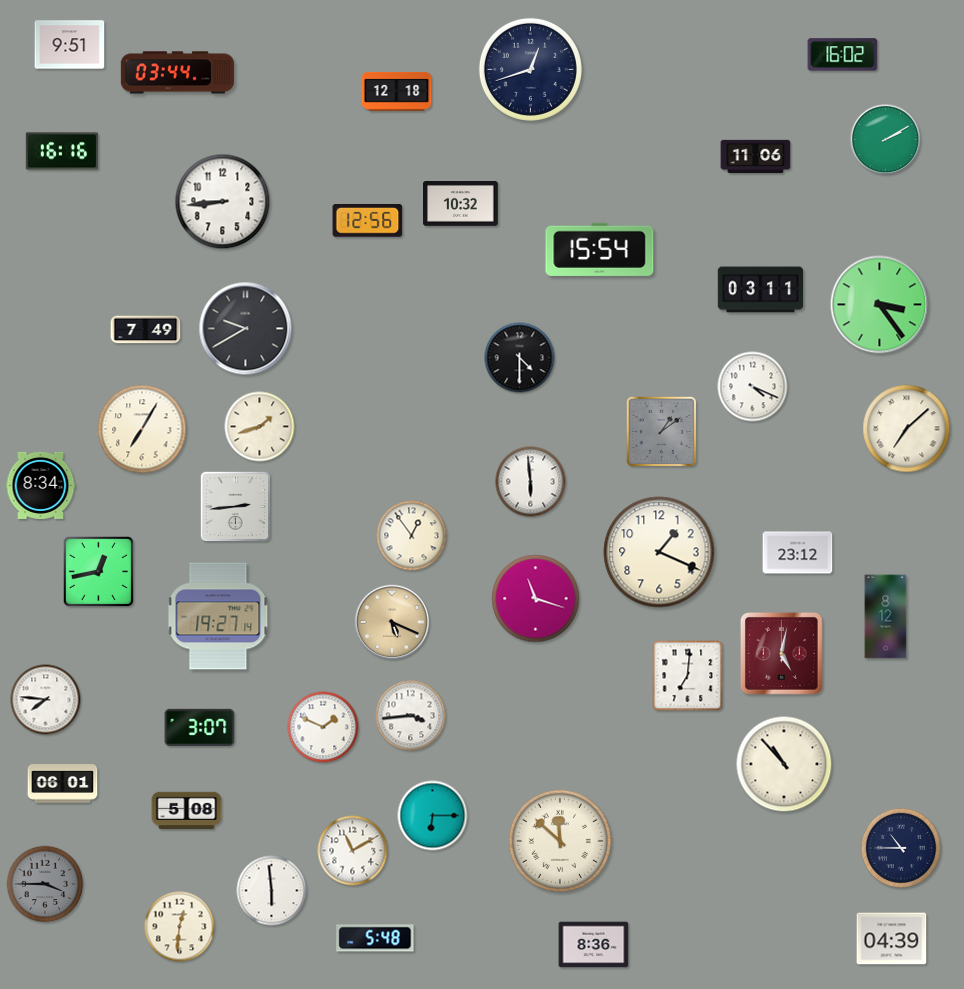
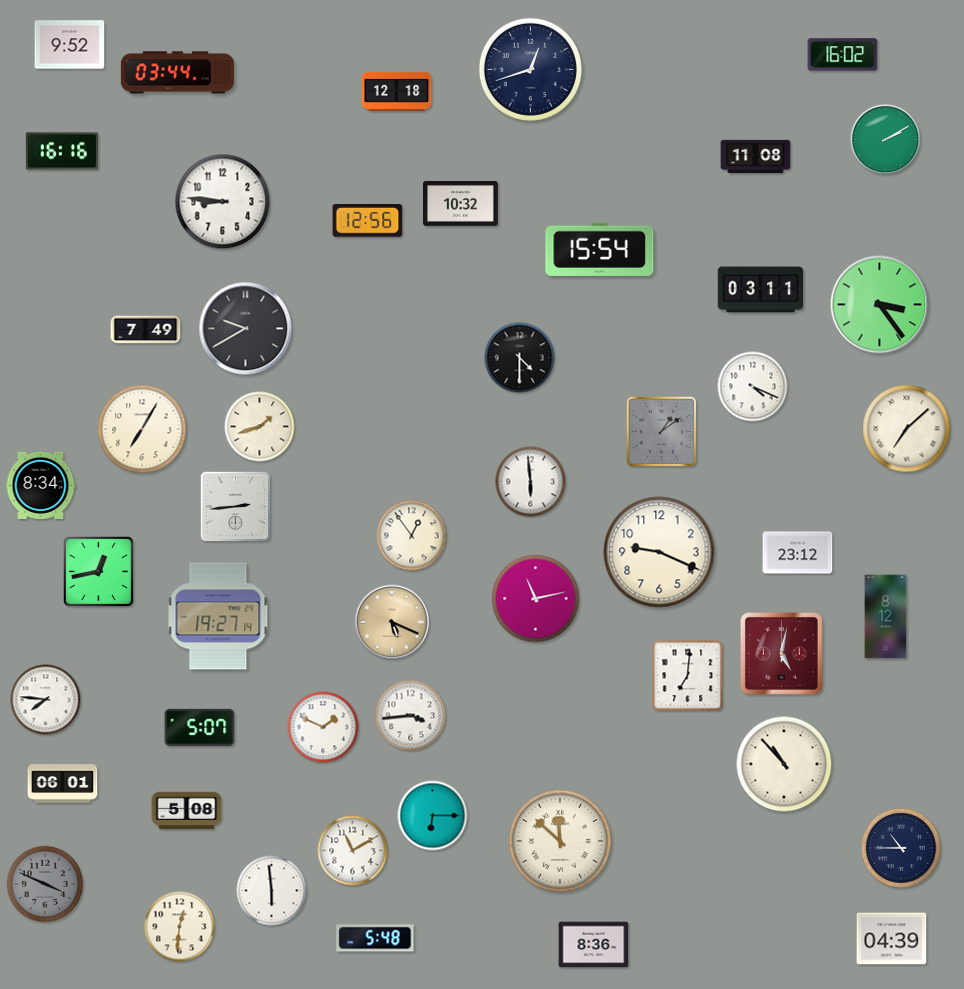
clock at (70, 45): 9:51 -> 9:52
clock at (756, 157): 11:06 -> 11:08
clock at (223, 202): 8:44 -> 8:46
clock at (659, 552): 1:19 -> 9:19
clock at (536, 599): 11:18 -> 11:13
clock at (200, 727): 3:07 -> 5:07
clock at (45, 884): 3:45 -> 3:49
